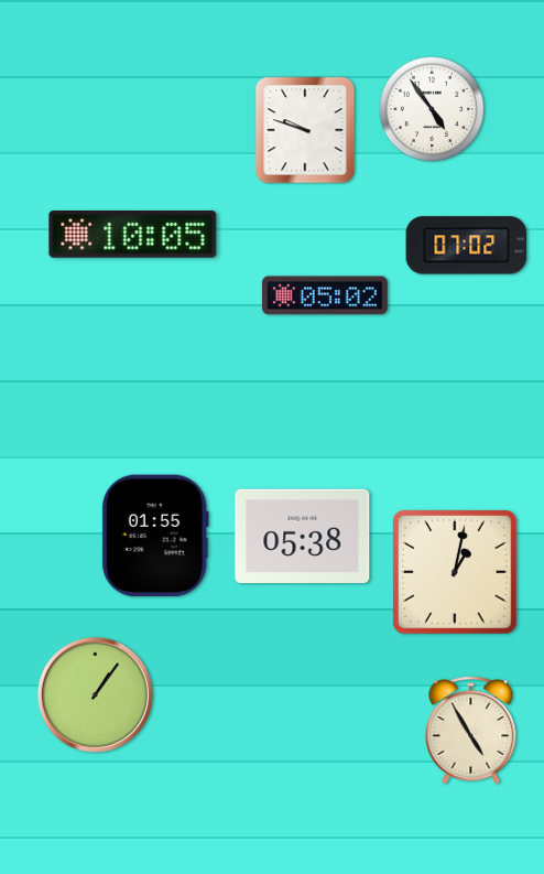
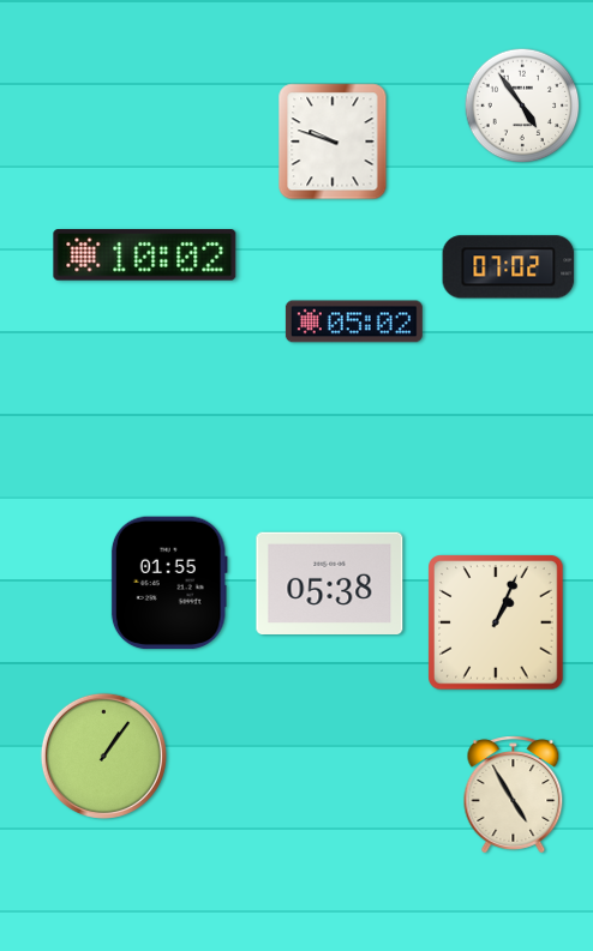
clock at (432, 109) position: (432, 109) -> (522, 106)
clock at (133, 235): 10:05 -> 10:02
clock at (455, 572): 1:02 -> 1:04
